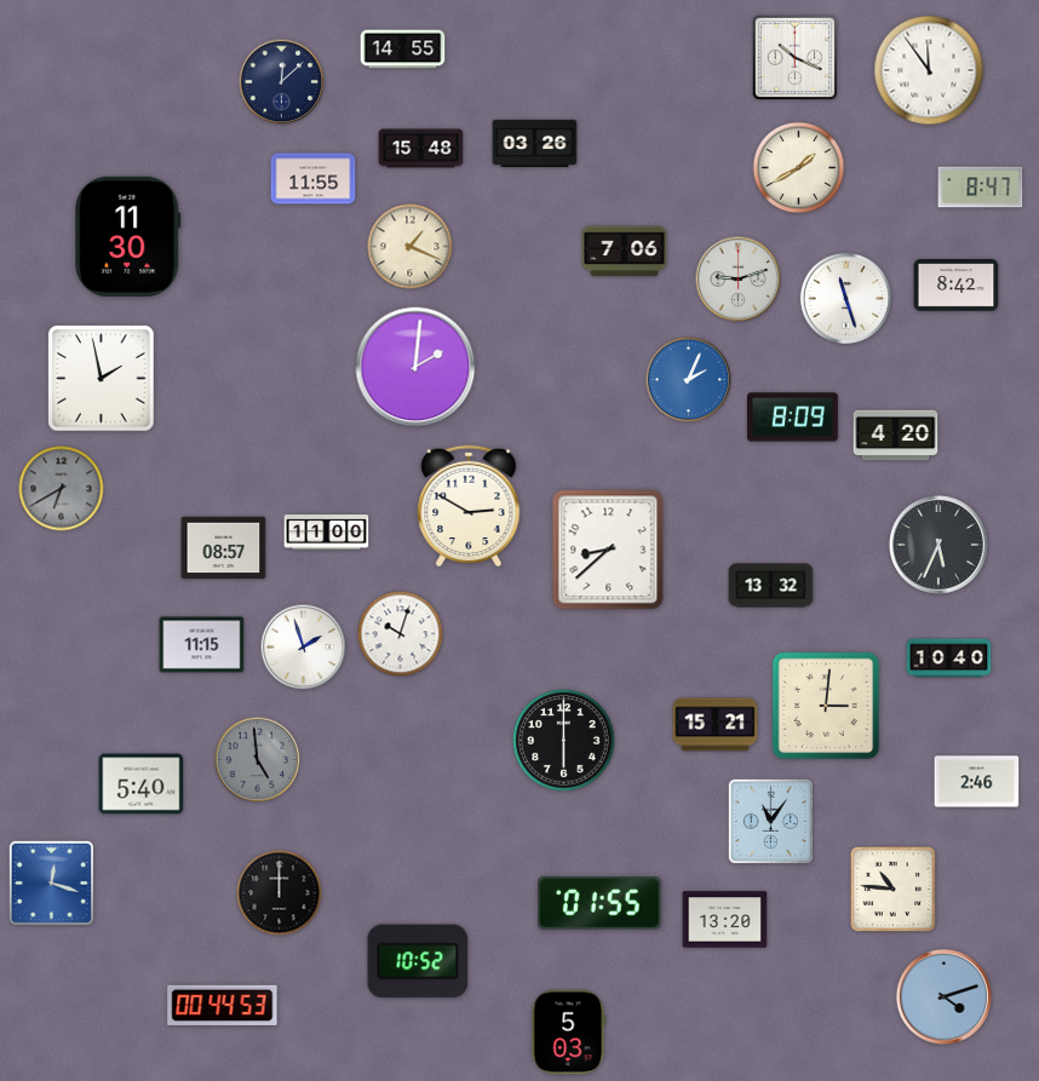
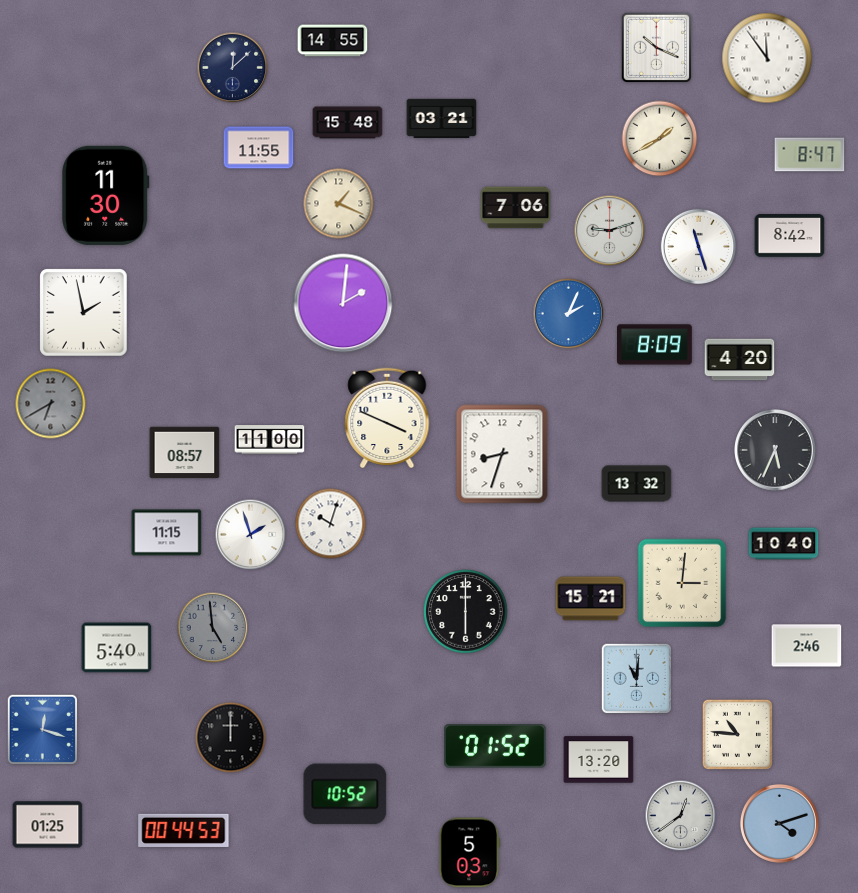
clock at (535, 144): 03:26 -> 03:21
clock at (469, 506): 2:50 -> 3:49
clock at (608, 550): 8:38 -> 8:33
clock at (770, 821): 11:06 -> 11:01
clock at (599, 904): 01:55 -> 01:52
clock at (681, 816): none -> 12:39
clock at (48, 825): none -> 01:25
